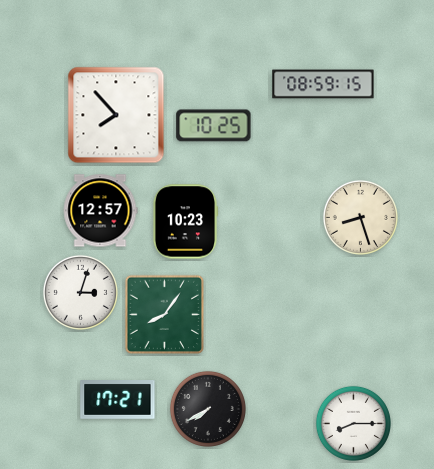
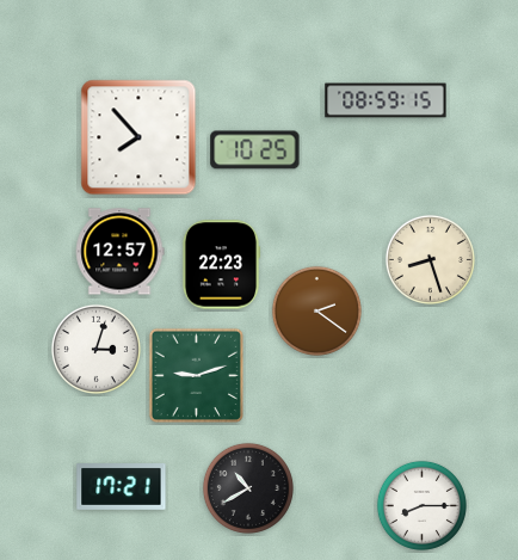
clock at (185, 222): 10:23 -> 22:23
clock at (316, 310): none -> 2:21
clock at (164, 314): 8:06 -> 9:12
clock at (118, 400) position: (118, 400) -> (122, 487)
clock at (208, 409): 7:40 -> 10:40
